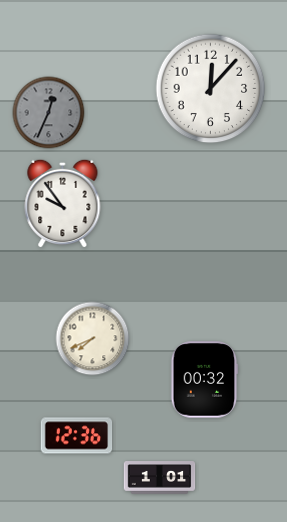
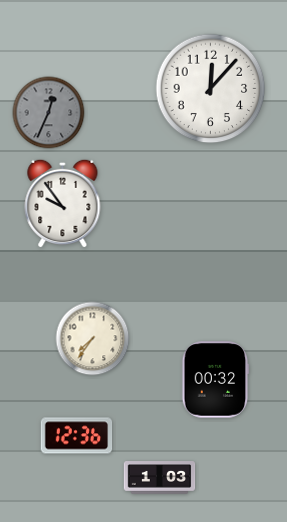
clock at (93, 339): 7:41 -> 7:36
clock at (205, 380) position: (205, 380) -> (216, 380)
clock at (160, 478): 1:01 -> 1:03
